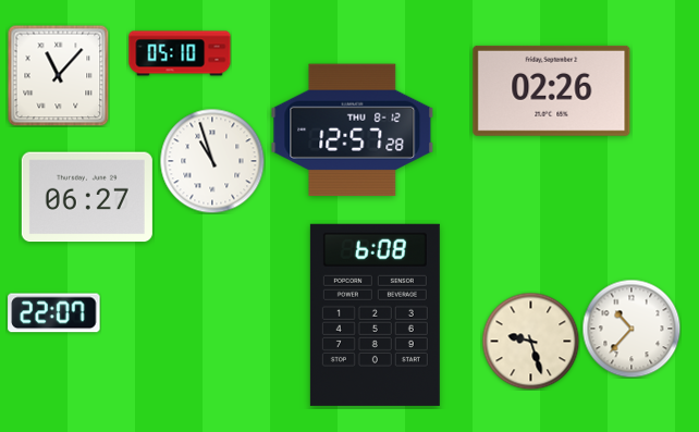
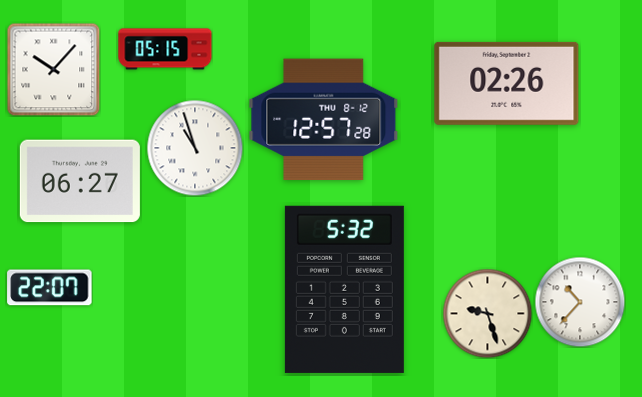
clock at (180, 53): 05:10 -> 05:15
clock at (58, 75): 11:07 -> 10:07
clock at (375, 314): 6:08 -> 5:32
